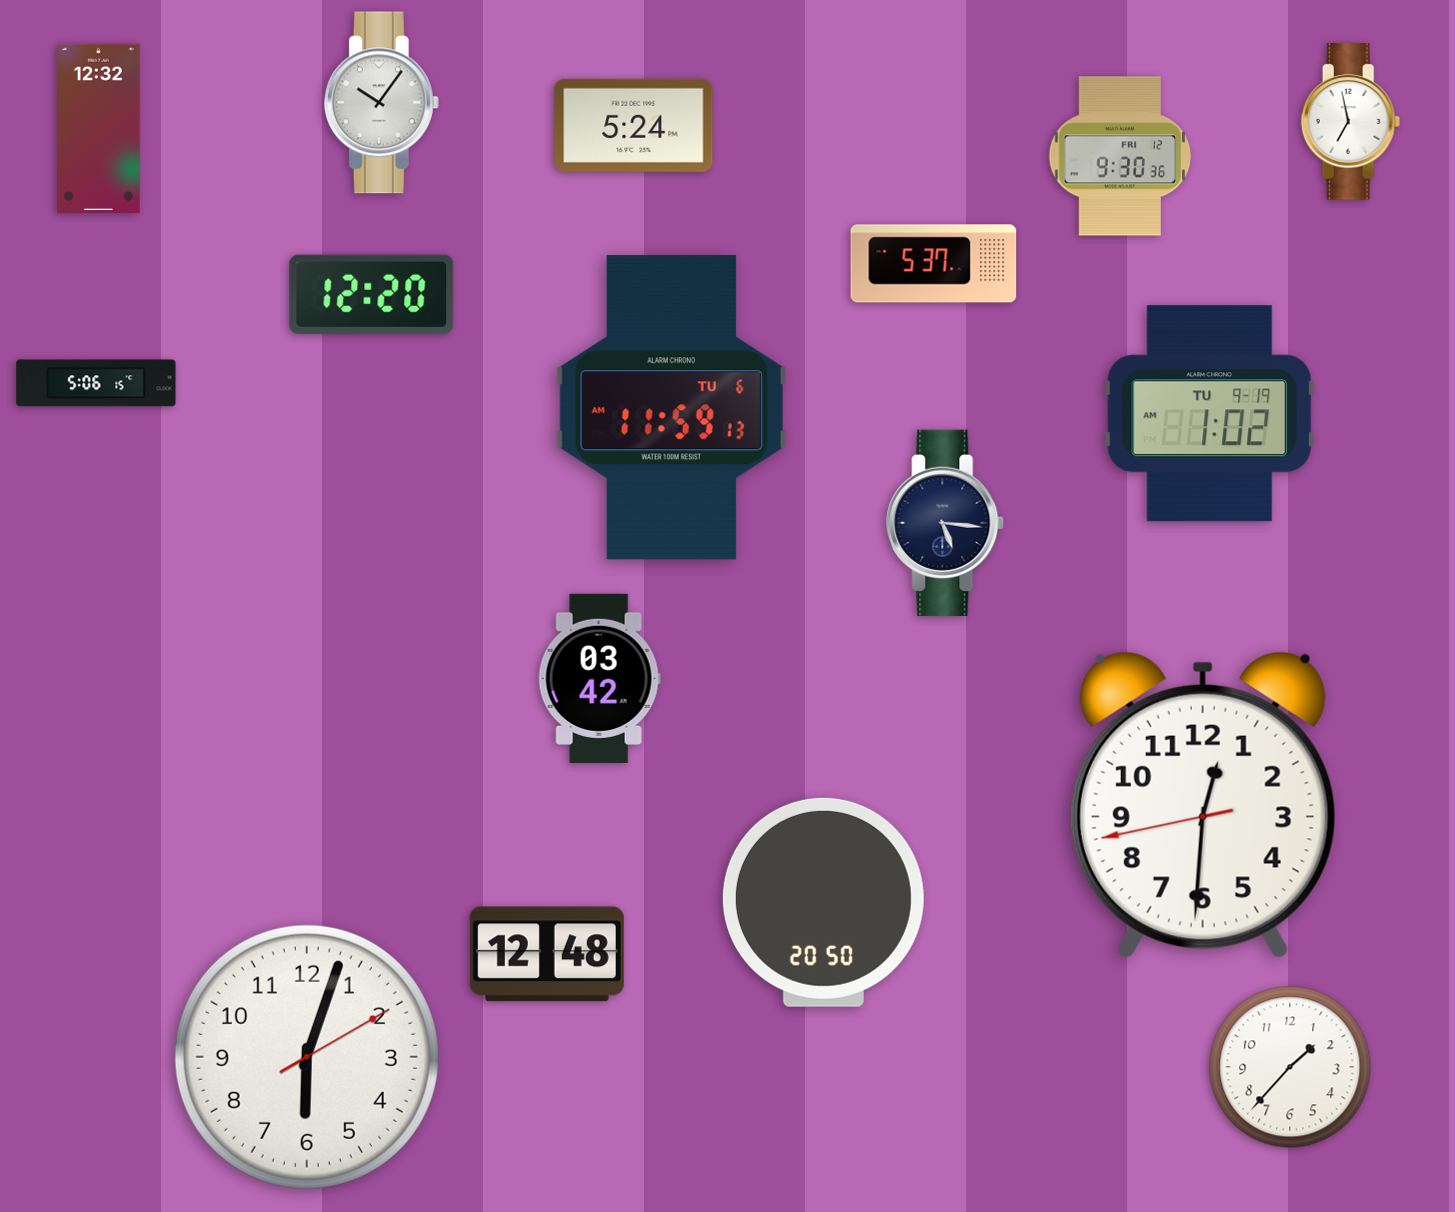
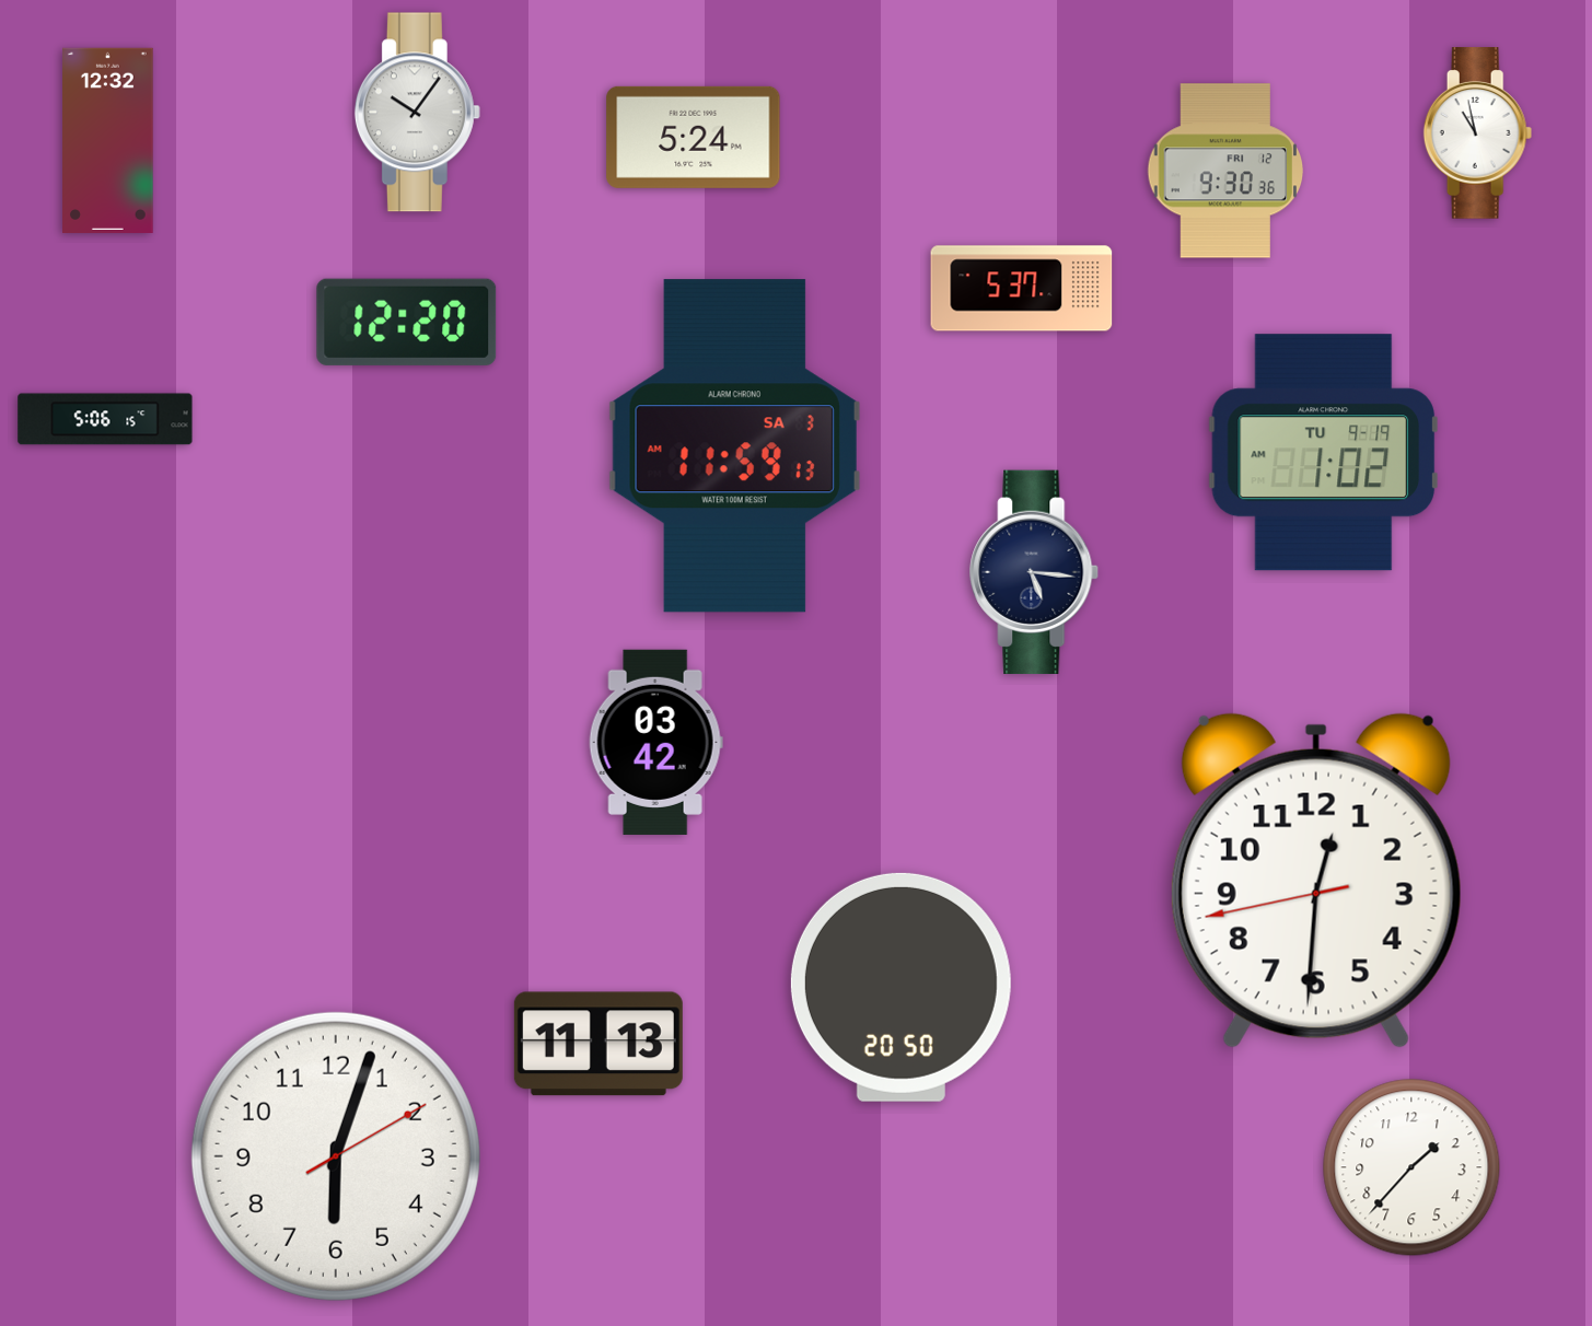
clock at (1351, 122): 6:58 -> 10:58
clock at (671, 408) date: TU 6 -> SA 3
clock at (547, 954): 12:48 -> 11:13
